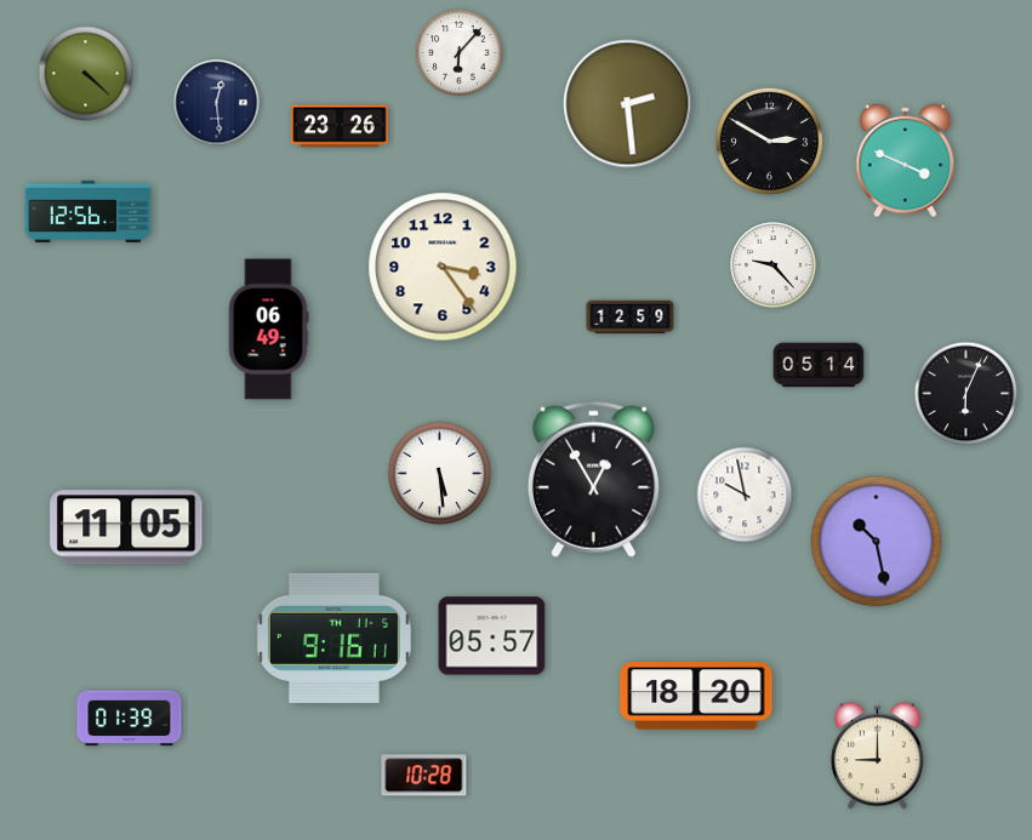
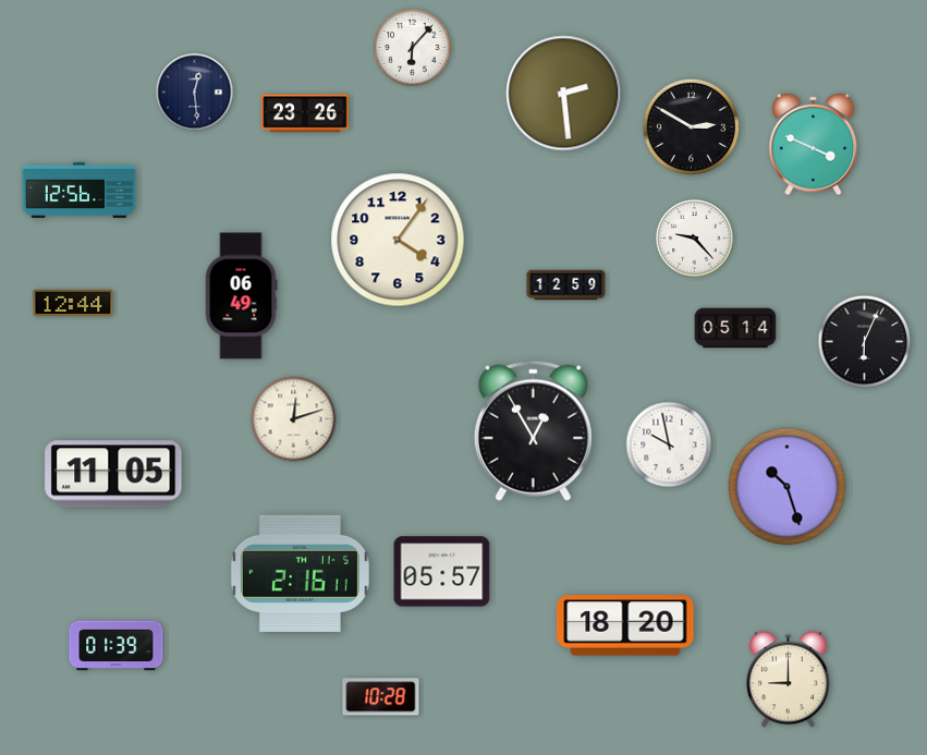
clock at (86, 74): 4:22 -> none
clock at (443, 267): 3:24 -> 4:06
clock at (73, 303): none -> 12:44
clock at (967, 394) position: (967, 394) -> (865, 342)
clock at (294, 419): none -> 12:12
clock at (440, 474): 5:29 -> none
clock at (877, 542): 10:28 -> 10:27
clock at (333, 638): 9:16 -> 2:16
